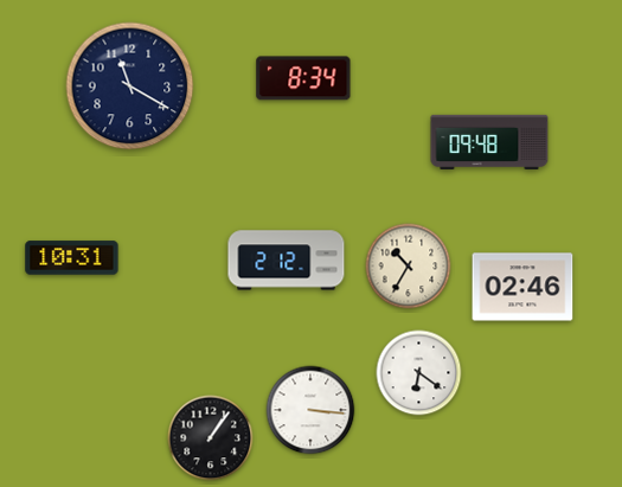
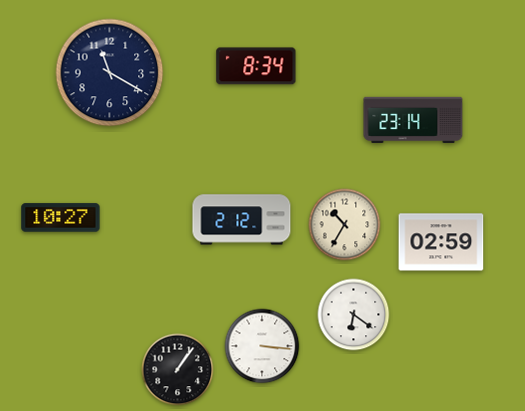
clock at (489, 142): 09:48 -> 23:14
clock at (72, 258): 10:31 -> 10:27
clock at (522, 287): 02:46 -> 02:59
